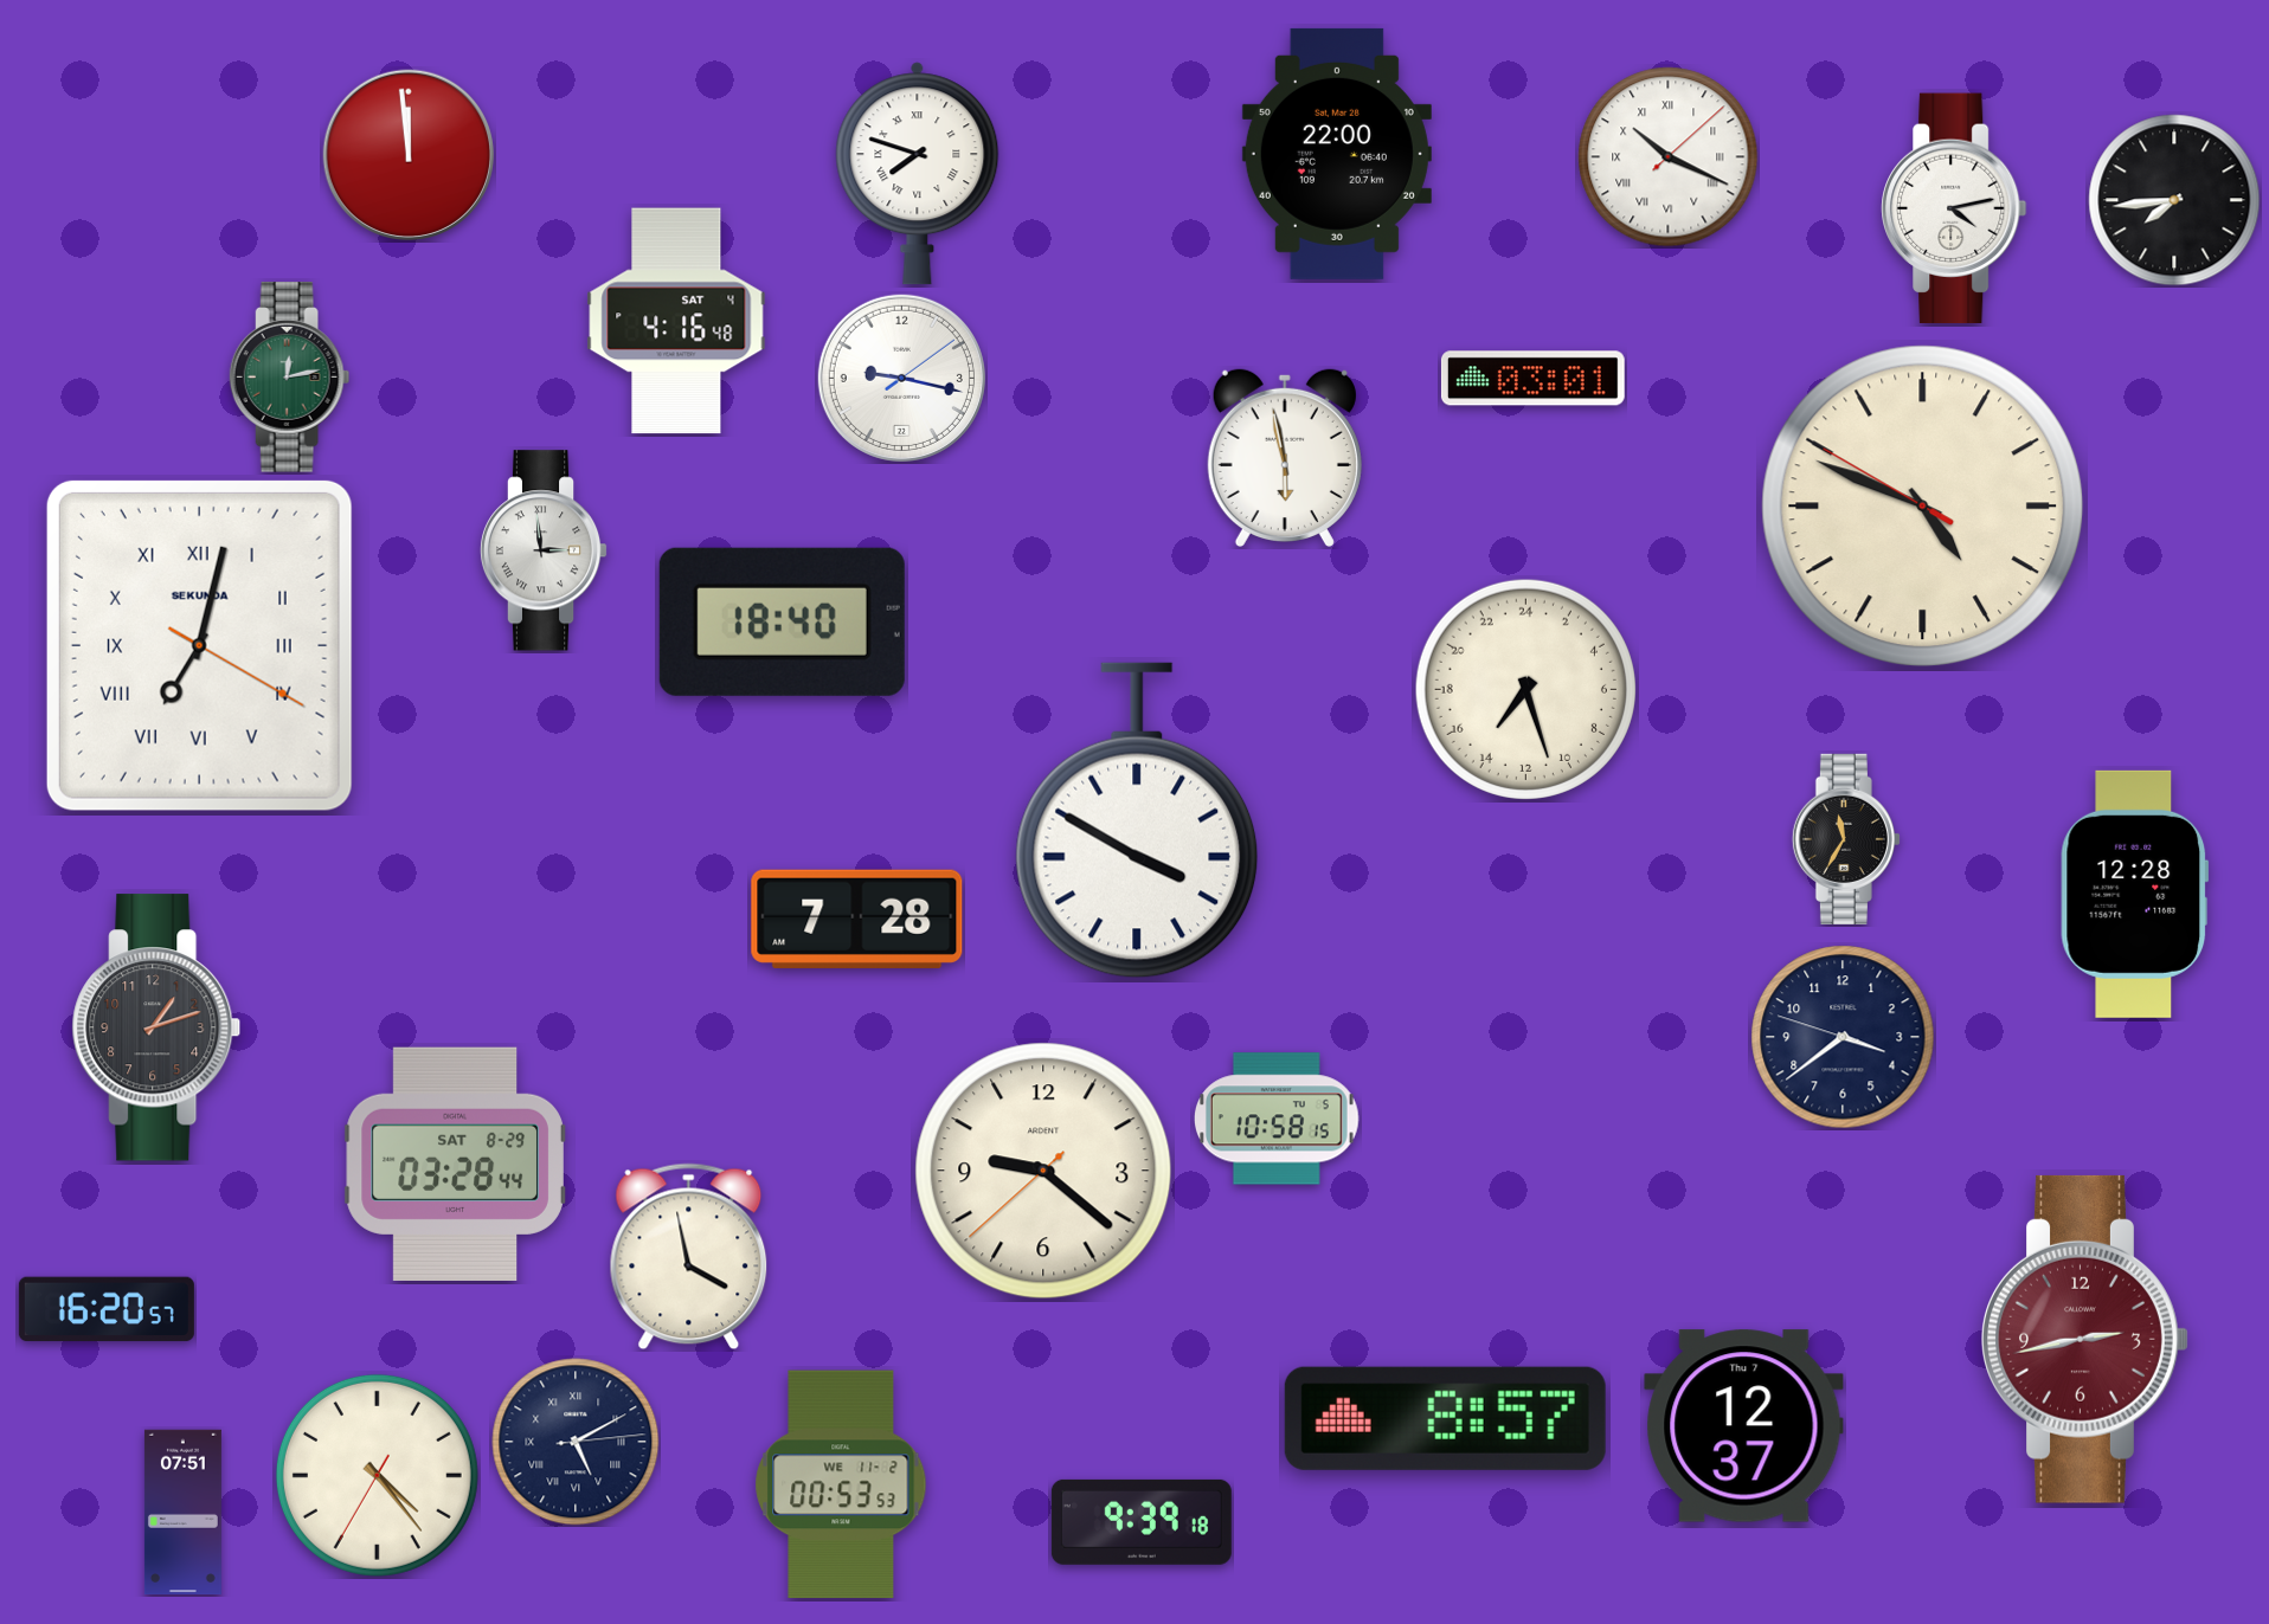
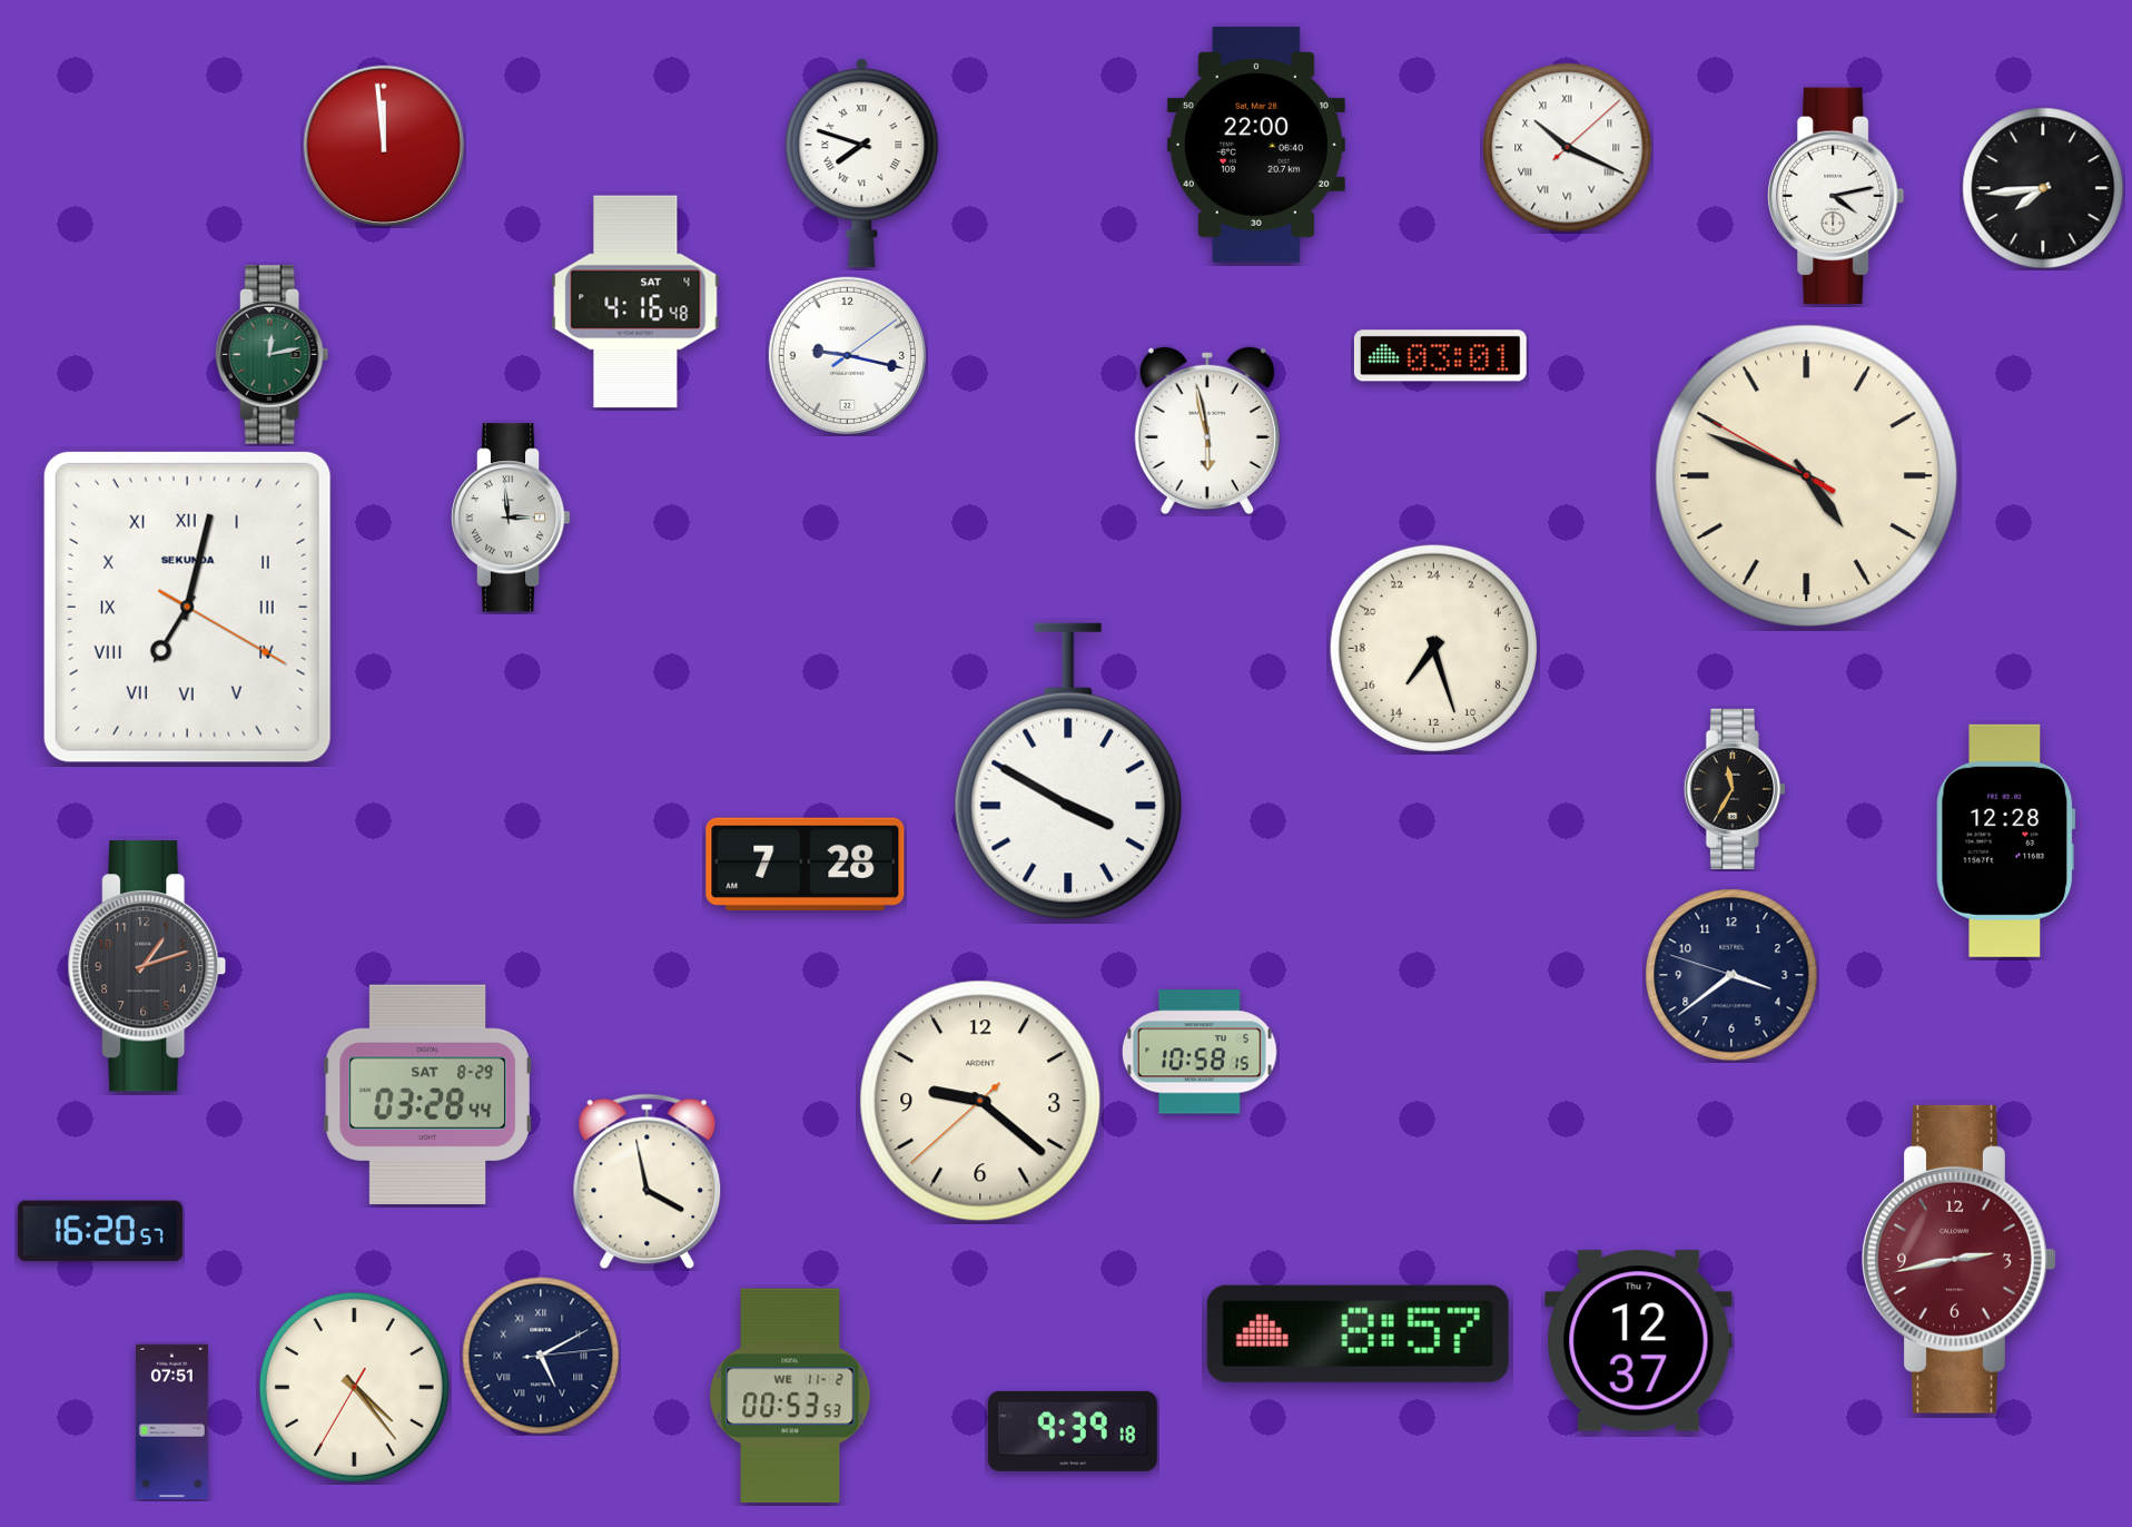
clock at (782, 621): 18:40 -> none
